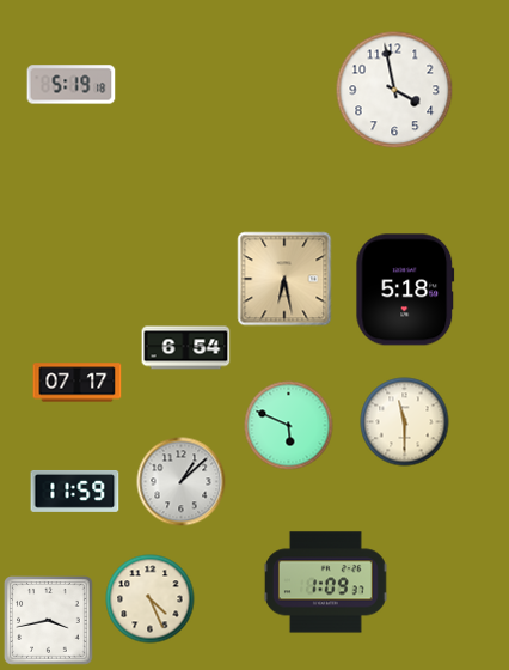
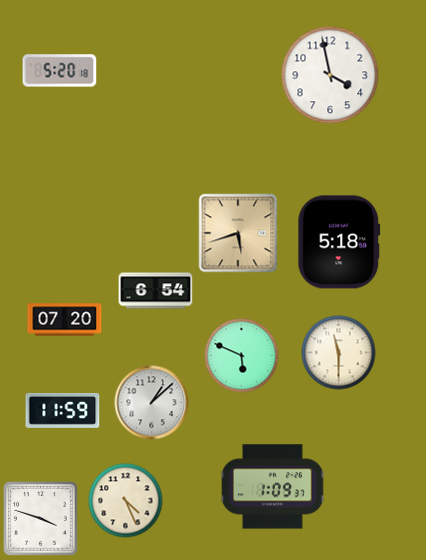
clock at (72, 85): 5:19 -> 5:20
clock at (284, 279): 6:28 -> 5:42
clock at (78, 383): 07:17 -> 07:20
clock at (49, 621): 3:43 -> 3:48
